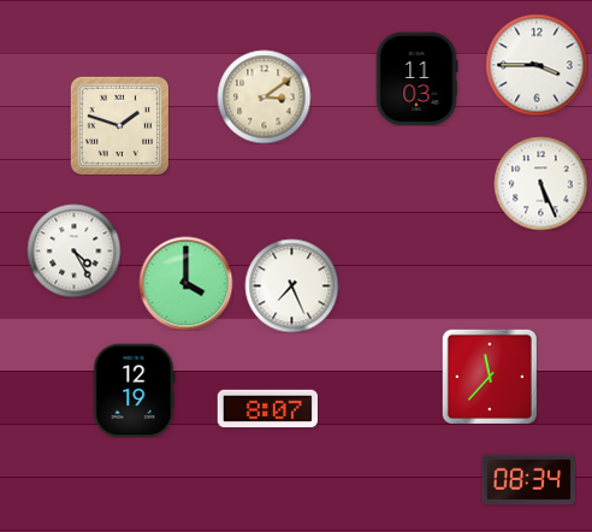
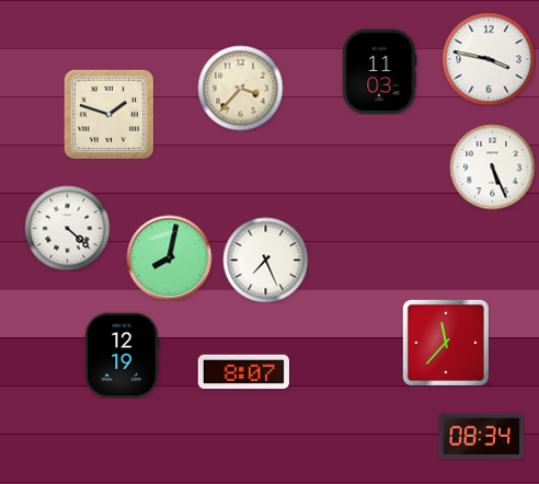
clock at (537, 65): 3:45 -> 3:47
clock at (264, 96): 3:09 -> 3:37
clock at (73, 250): 4:25 -> 4:22
clock at (185, 283): 4:00 -> 8:02
